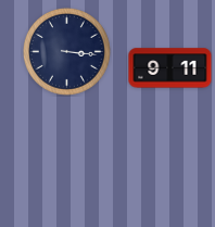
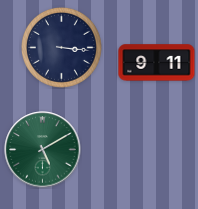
clock at (43, 150): none -> 5:10
